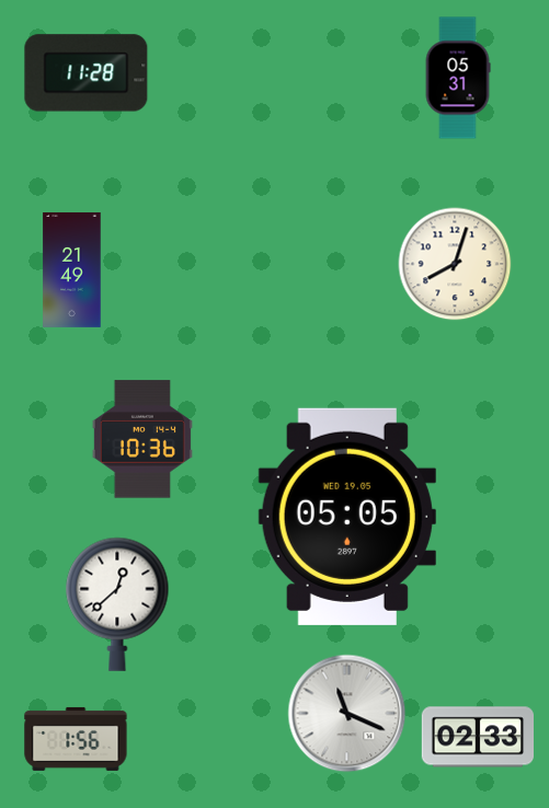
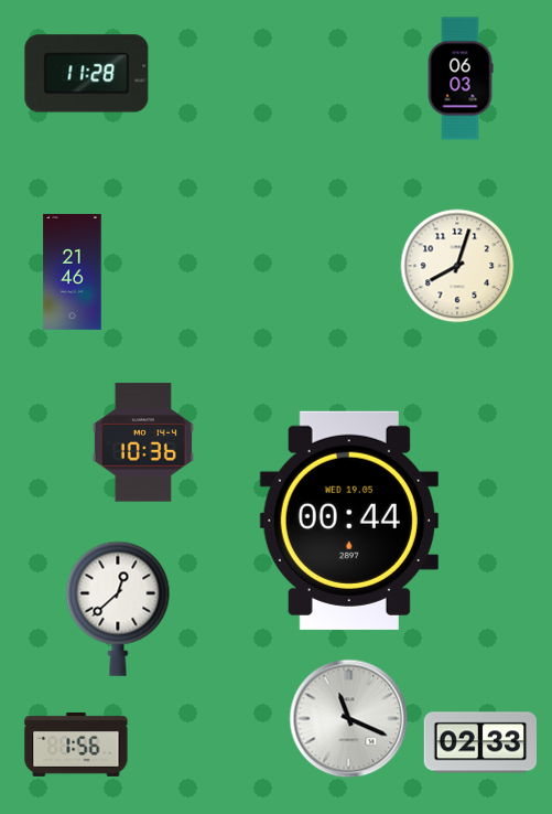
clock at (458, 78): 05:31 -> 06:03
clock at (72, 269): 21:49 -> 21:46
clock at (347, 517): 05:05 -> 00:44
